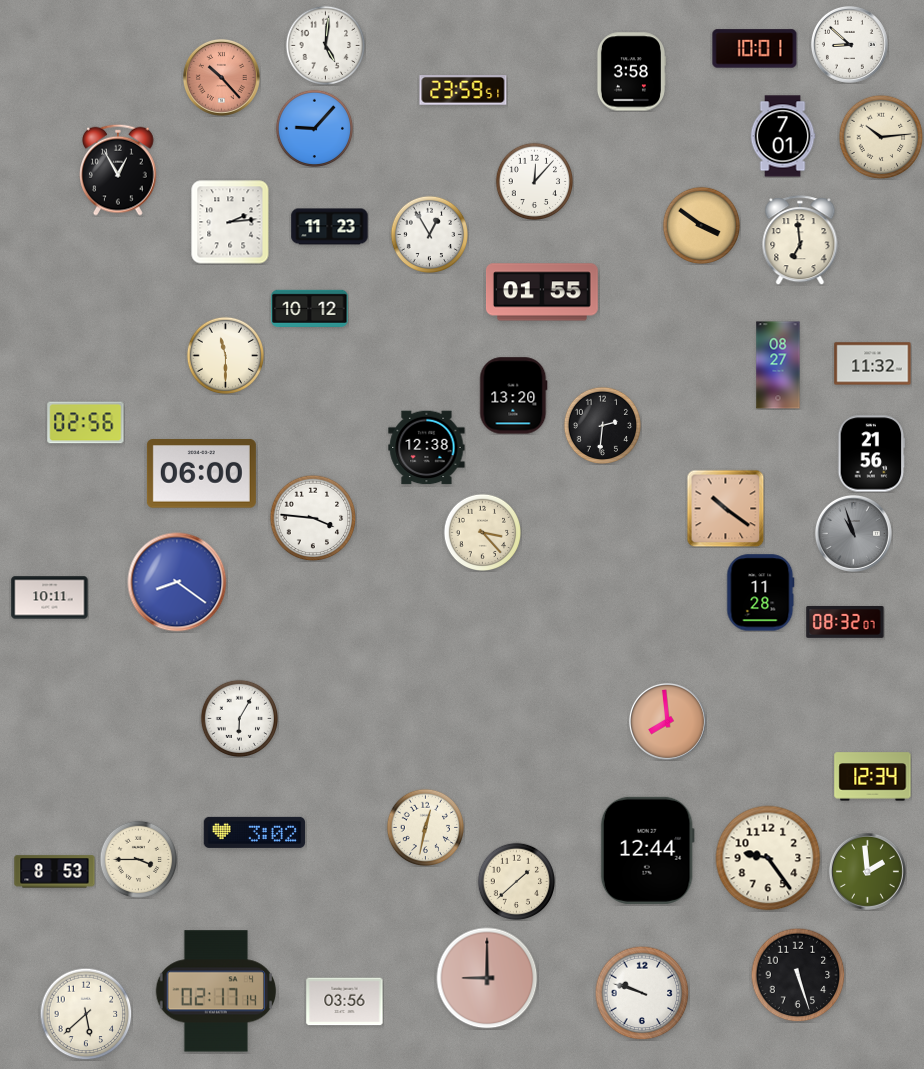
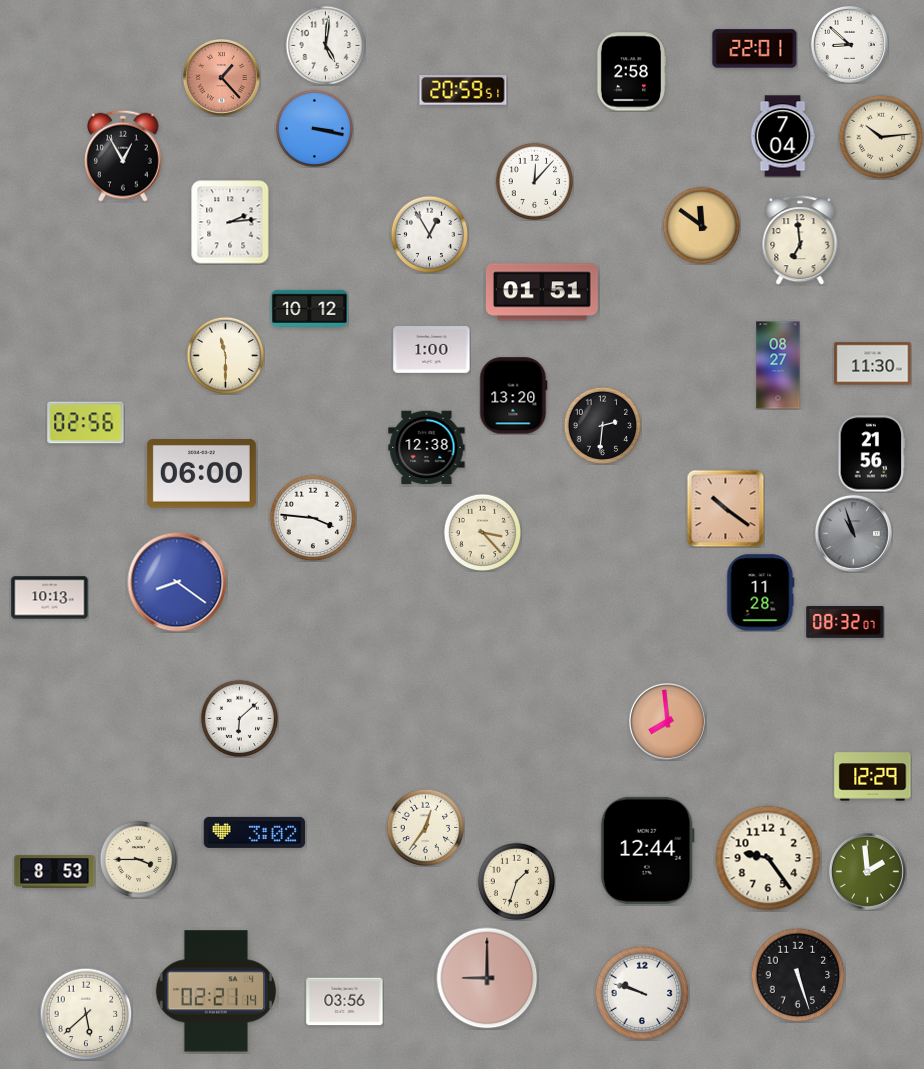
clock at (755, 49): 10:01 -> 22:01
clock at (630, 72): 3:58 -> 2:58
clock at (221, 77): 10:23 -> 1:23
clock at (463, 91): 23:59 -> 20:59
clock at (314, 128): 9:07 -> 3:17
clock at (783, 136): 7:01 -> 7:04
clock at (119, 170) position: (119, 170) -> (124, 156)
clock at (701, 225): 3:51 -> 11:51
clock at (330, 227): 11:23 -> none
clock at (542, 292): 01:55 -> 01:51
clock at (432, 350): none -> 1:00
clock at (873, 364): 11:32 -> 11:30
clock at (50, 598): 10:11 -> 10:13
clock at (239, 718): 6:05 -> 6:08
clock at (873, 777): 12:34 -> 12:29
clock at (425, 827): 12:32 -> 12:36
clock at (516, 881): 1:38 -> 1:33
clock at (215, 991): 02:17 -> 02:21
